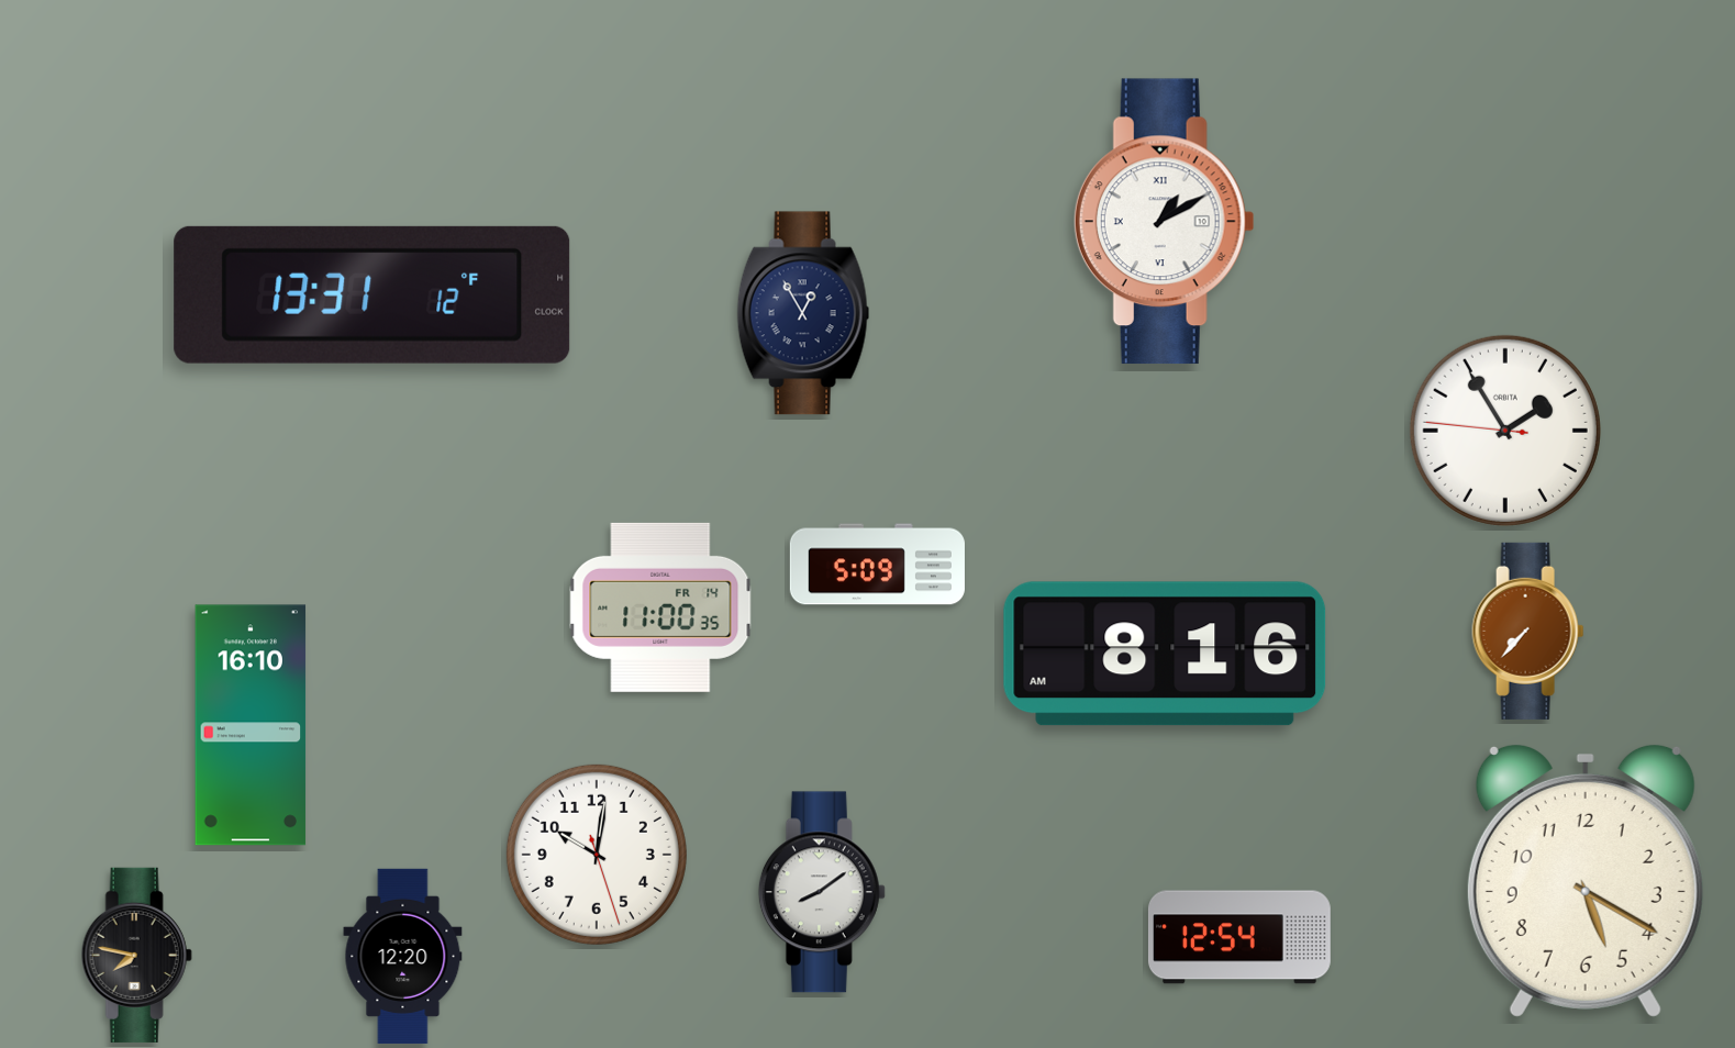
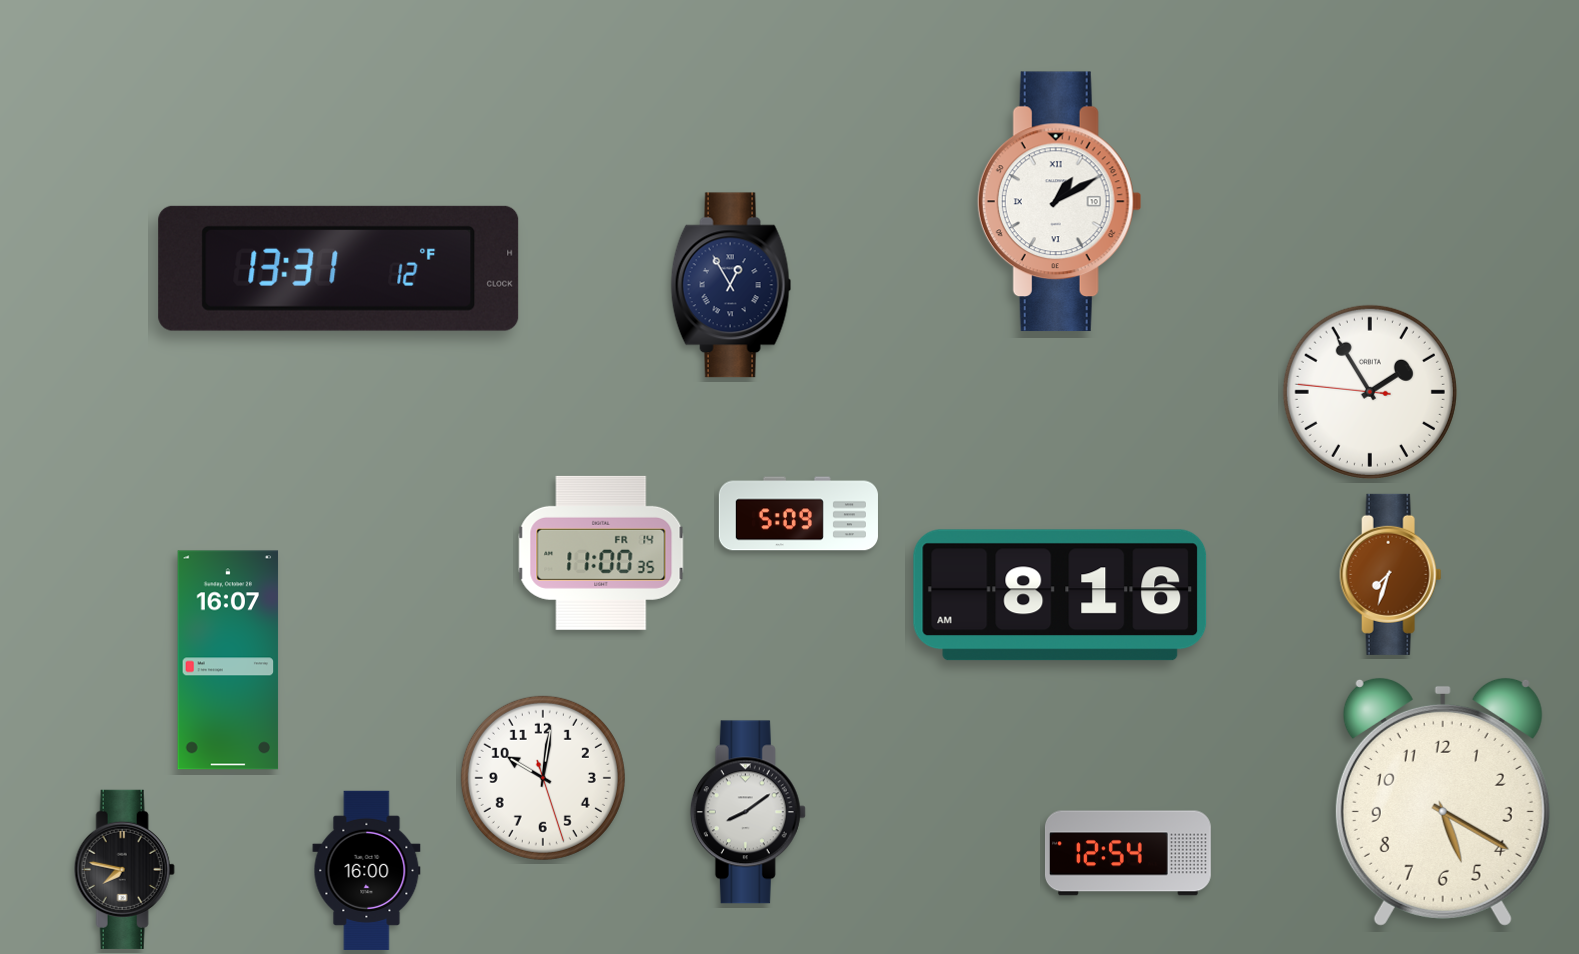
clock at (1528, 631): 7:37 -> 7:33
clock at (251, 725): 16:10 -> 16:07
clock at (403, 956): 12:20 -> 16:00
